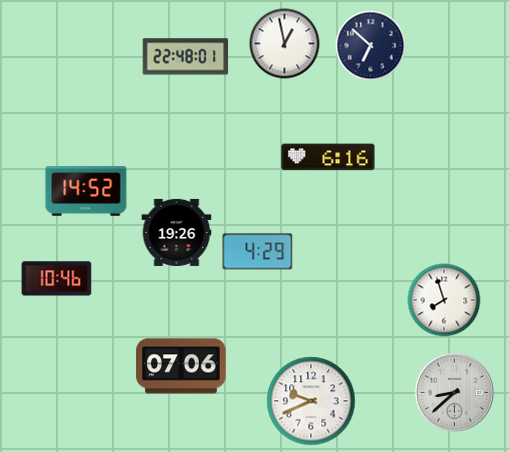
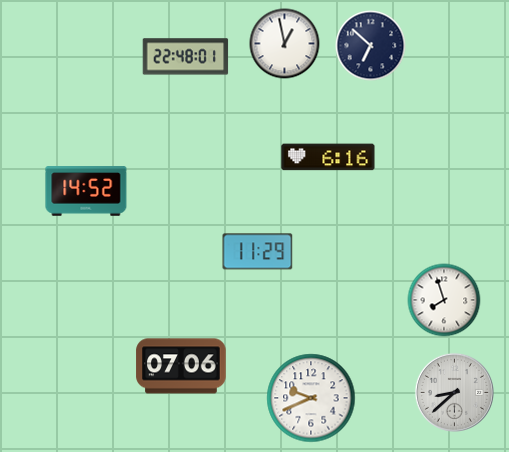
clock at (177, 232): 19:26 -> none
clock at (258, 252): 4:29 -> 11:29
clock at (57, 279): 10:46 -> none
clock at (311, 401) position: (311, 401) -> (311, 398)
